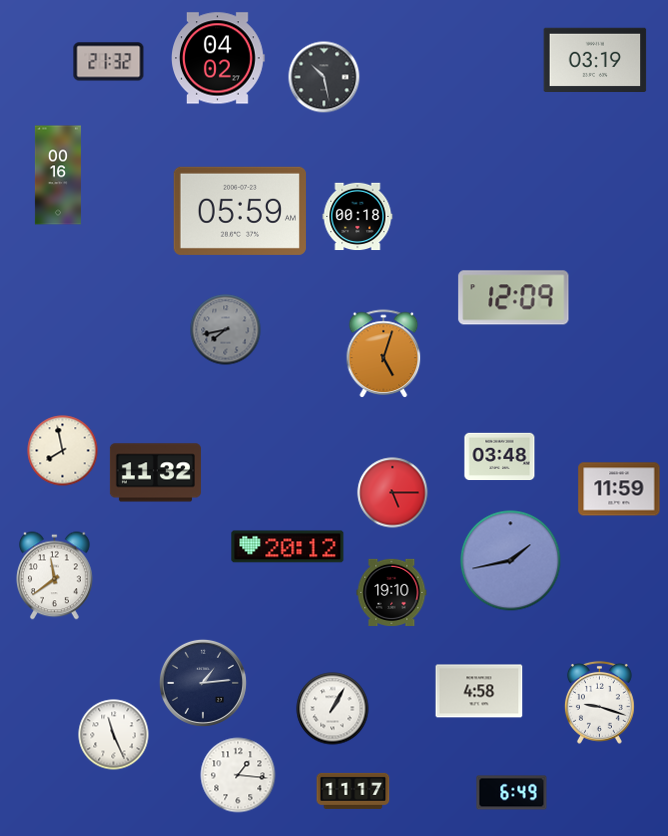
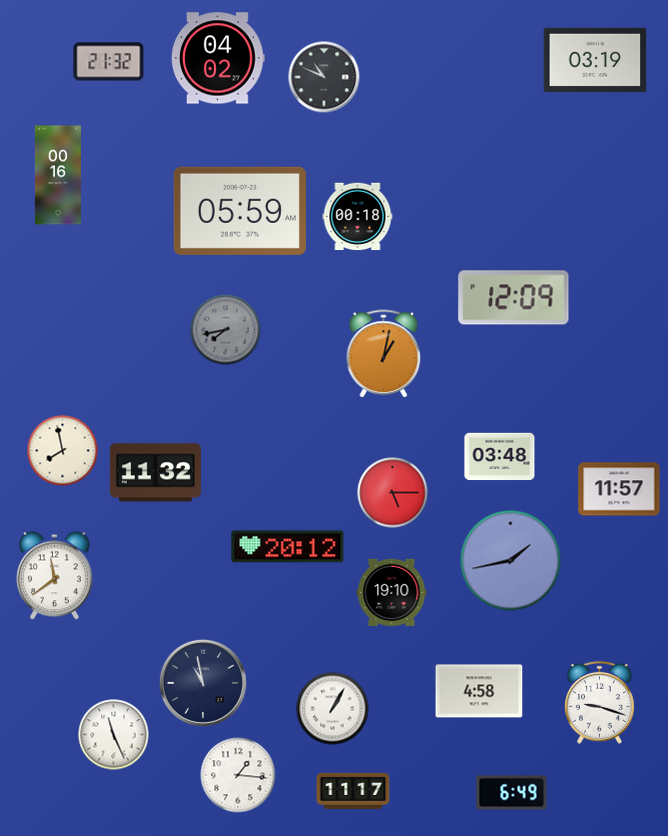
clock at (324, 77): 10:28 -> 10:49
clock at (384, 353): 5:03 -> 1:02
clock at (619, 489): 11:59 -> 11:57
clock at (203, 683): 1:14 -> 10:58
